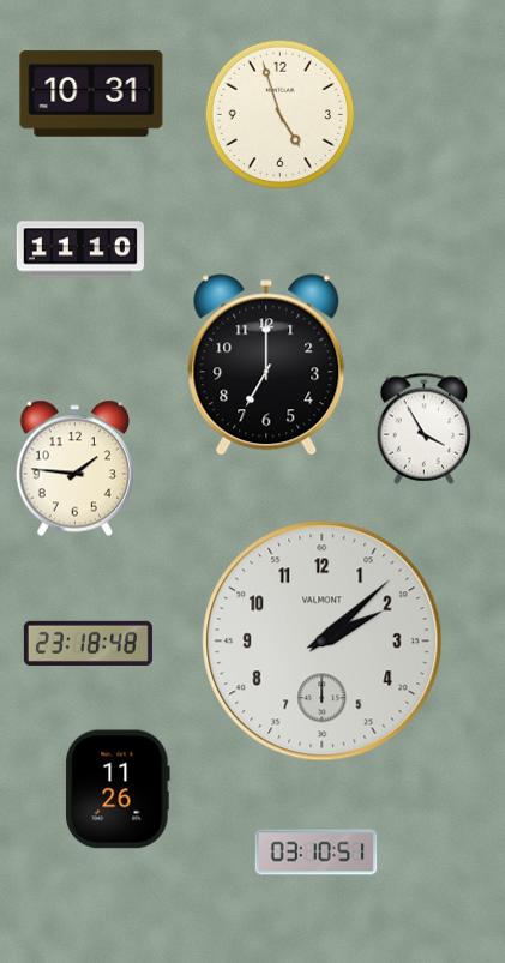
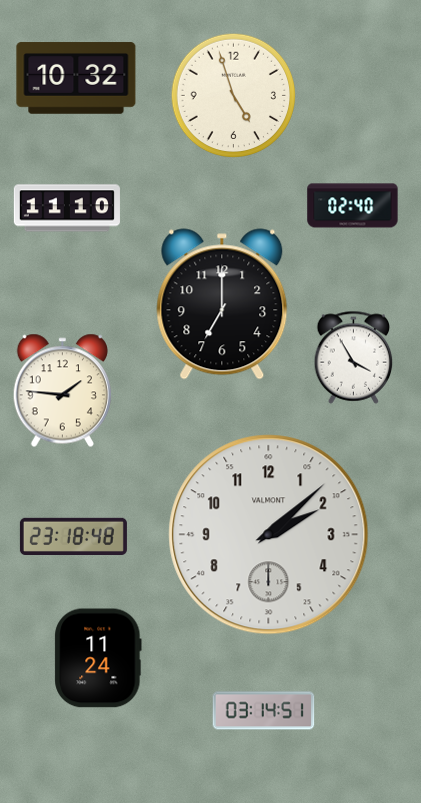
clock at (91, 94): 10:31 -> 10:32
clock at (353, 206): none -> 02:40
clock at (118, 789): 11:26 -> 11:24
clock at (317, 853): 03:10 -> 03:14
